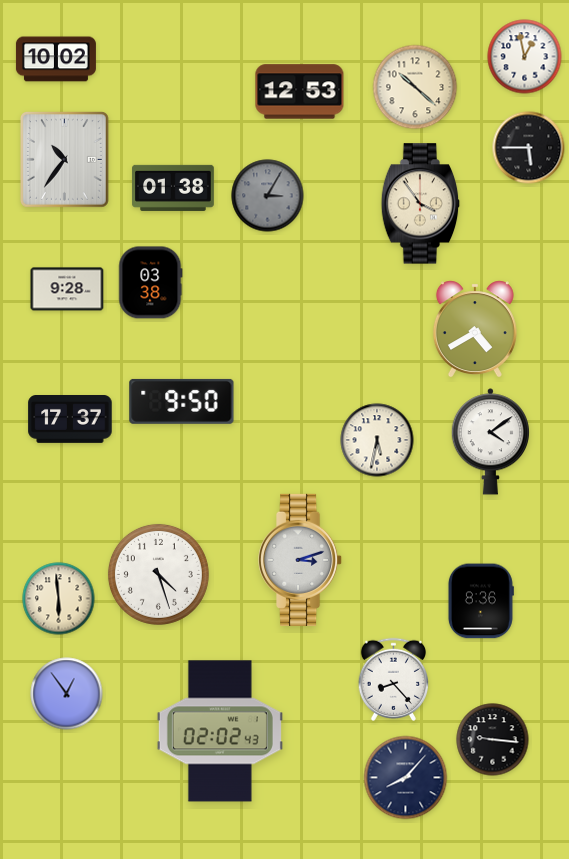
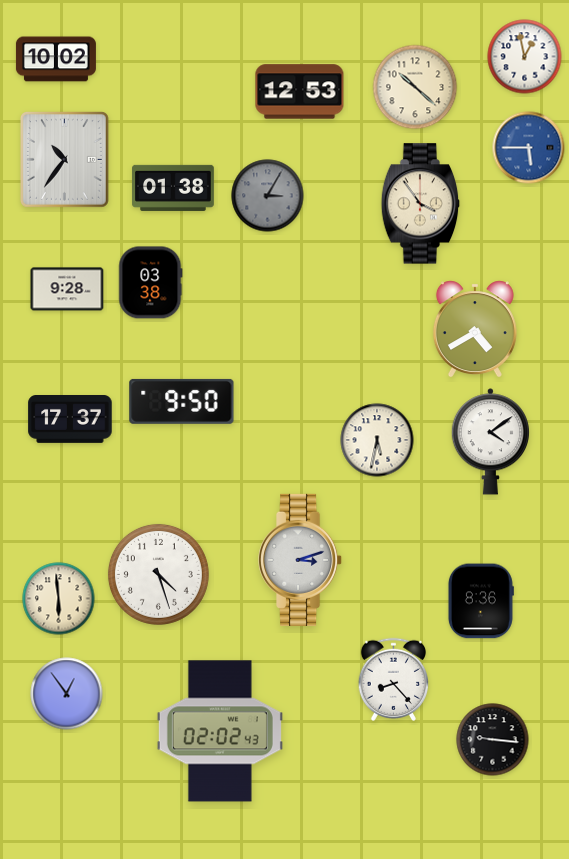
clock at (529, 148) dial: black -> blue
clock at (406, 778): 8:07 -> none
